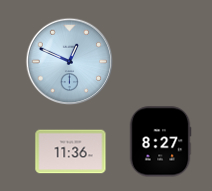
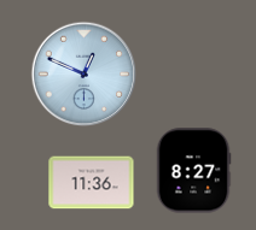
clock at (71, 152) position: (71, 152) -> (92, 183)
